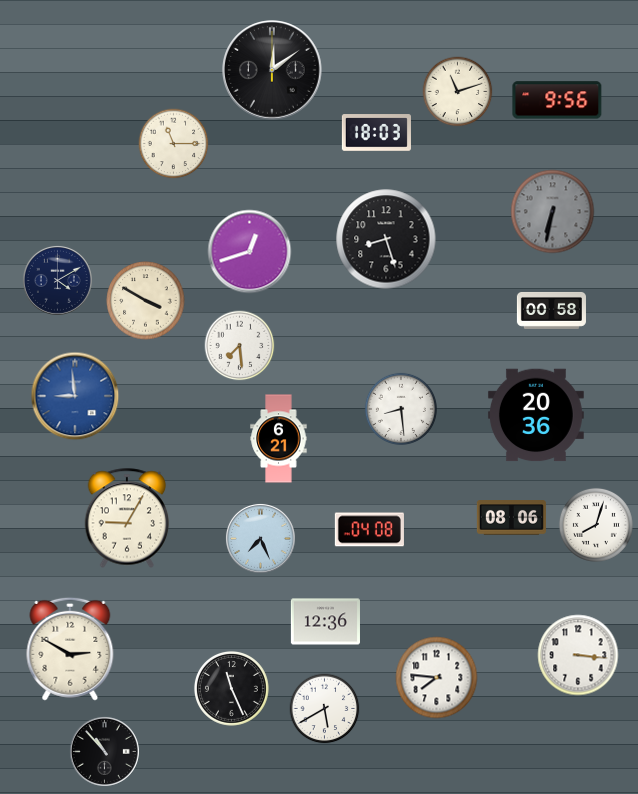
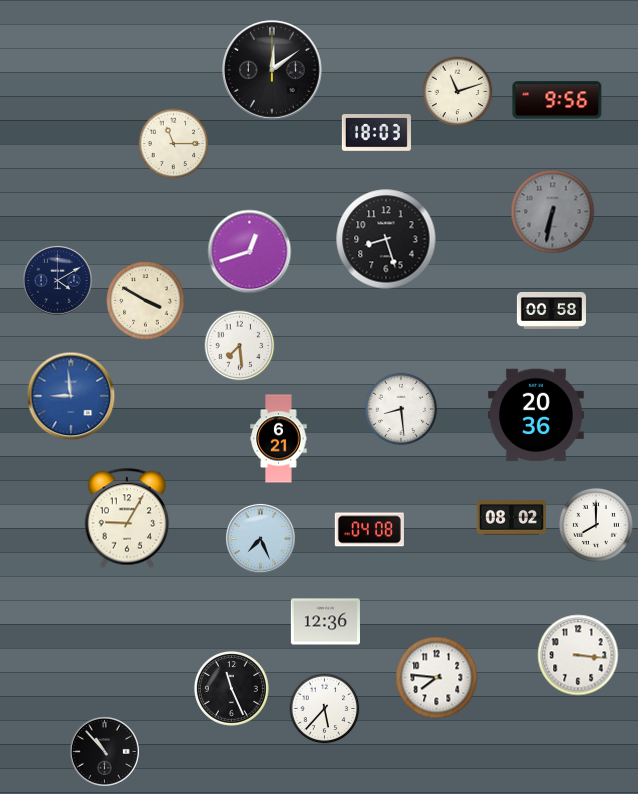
clock at (75, 396) position: (75, 396) -> (71, 396)
clock at (511, 518): 08:06 -> 08:02
clock at (596, 525): 8:03 -> 8:00
clock at (70, 649): 2:50 -> none
clock at (325, 709): 5:40 -> 5:37
